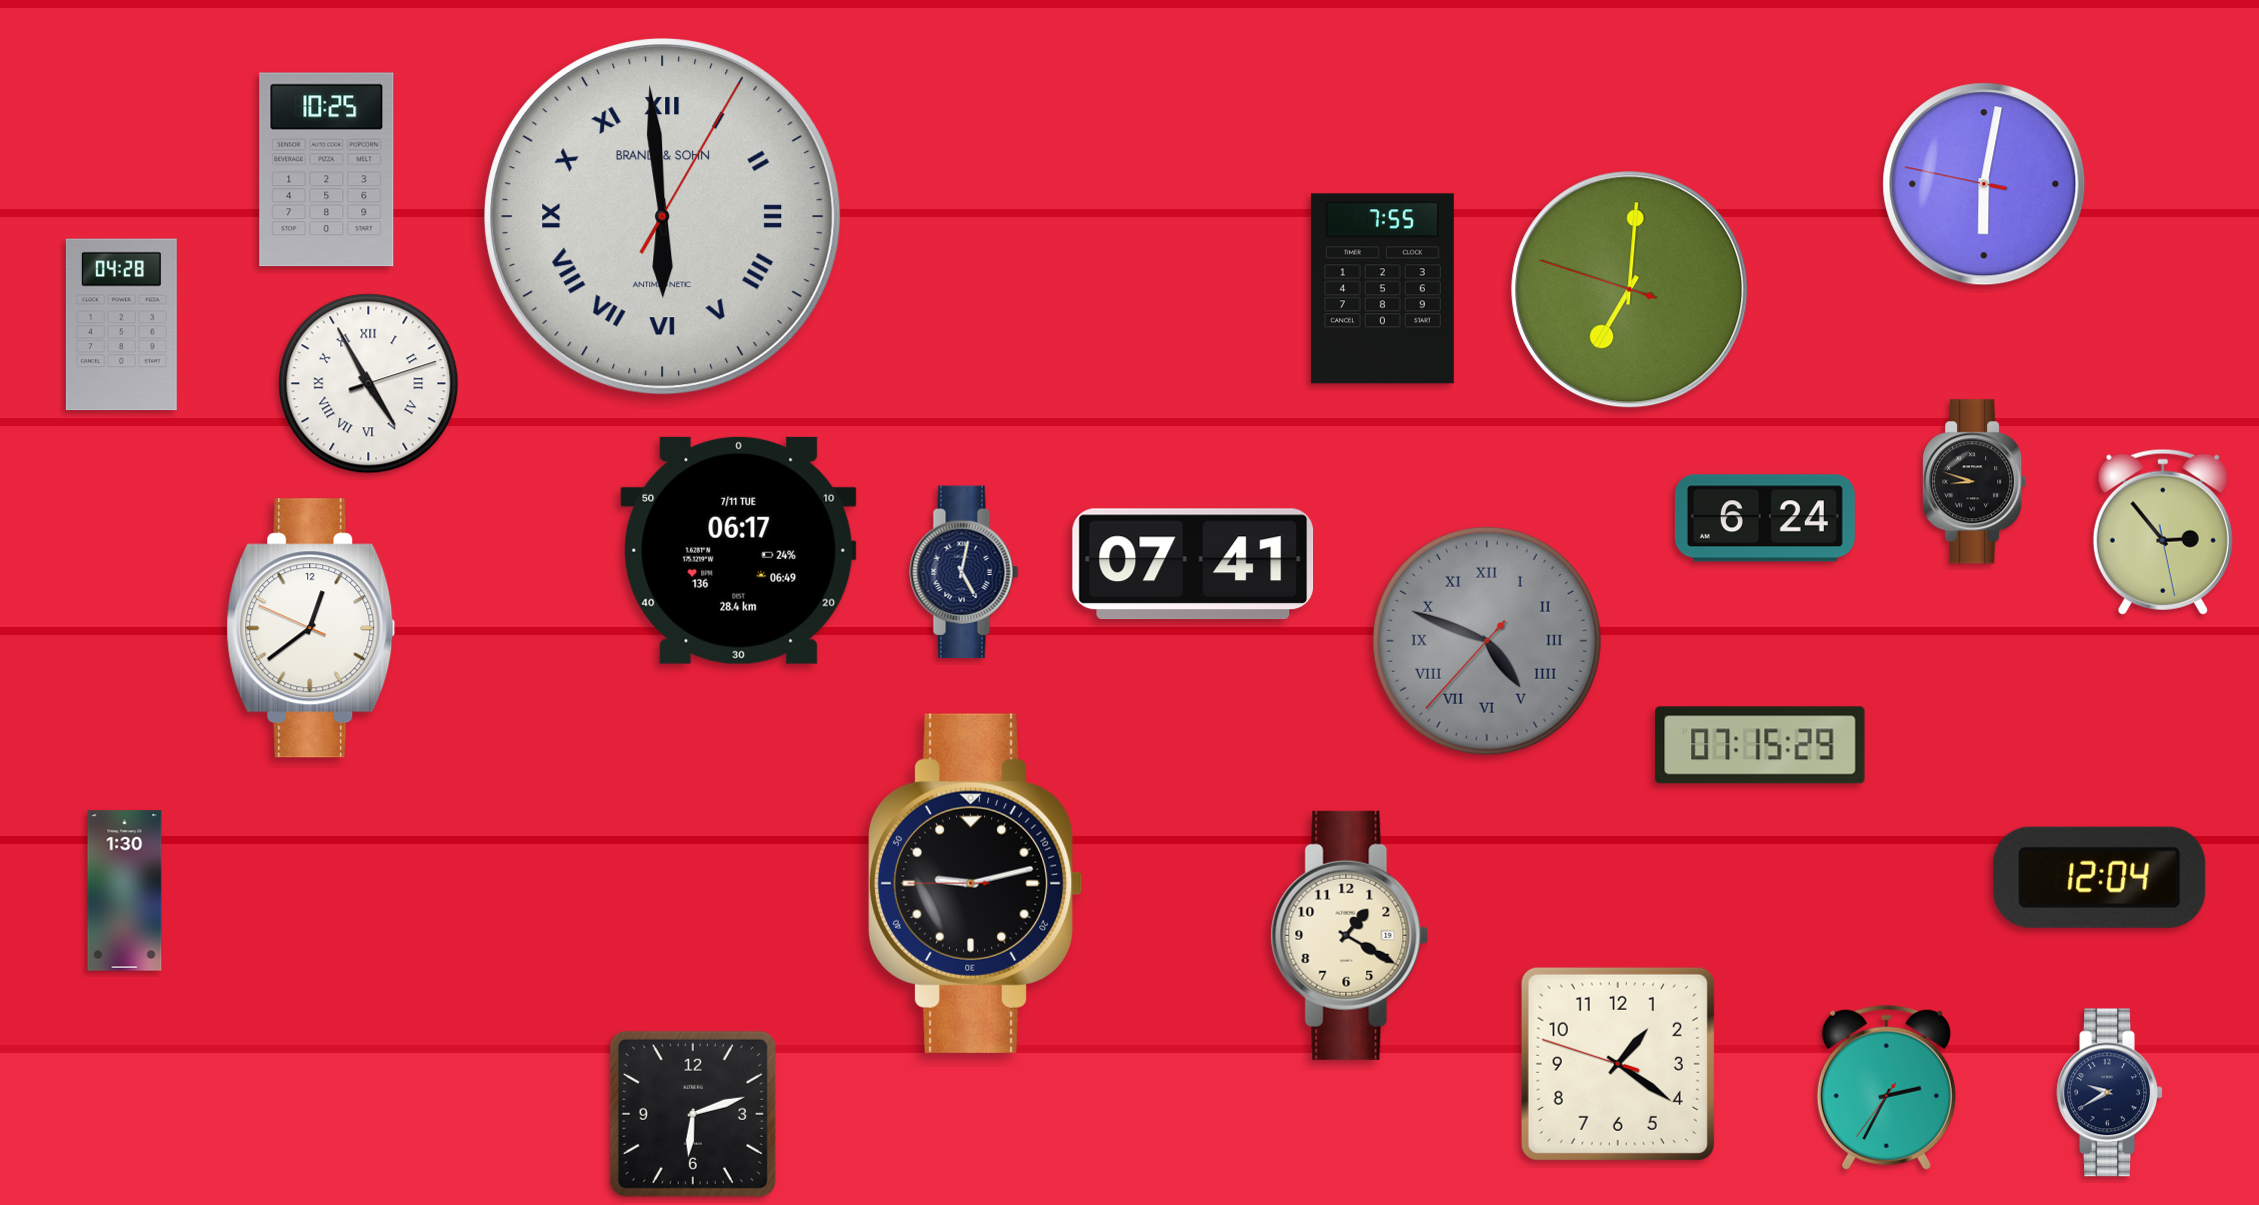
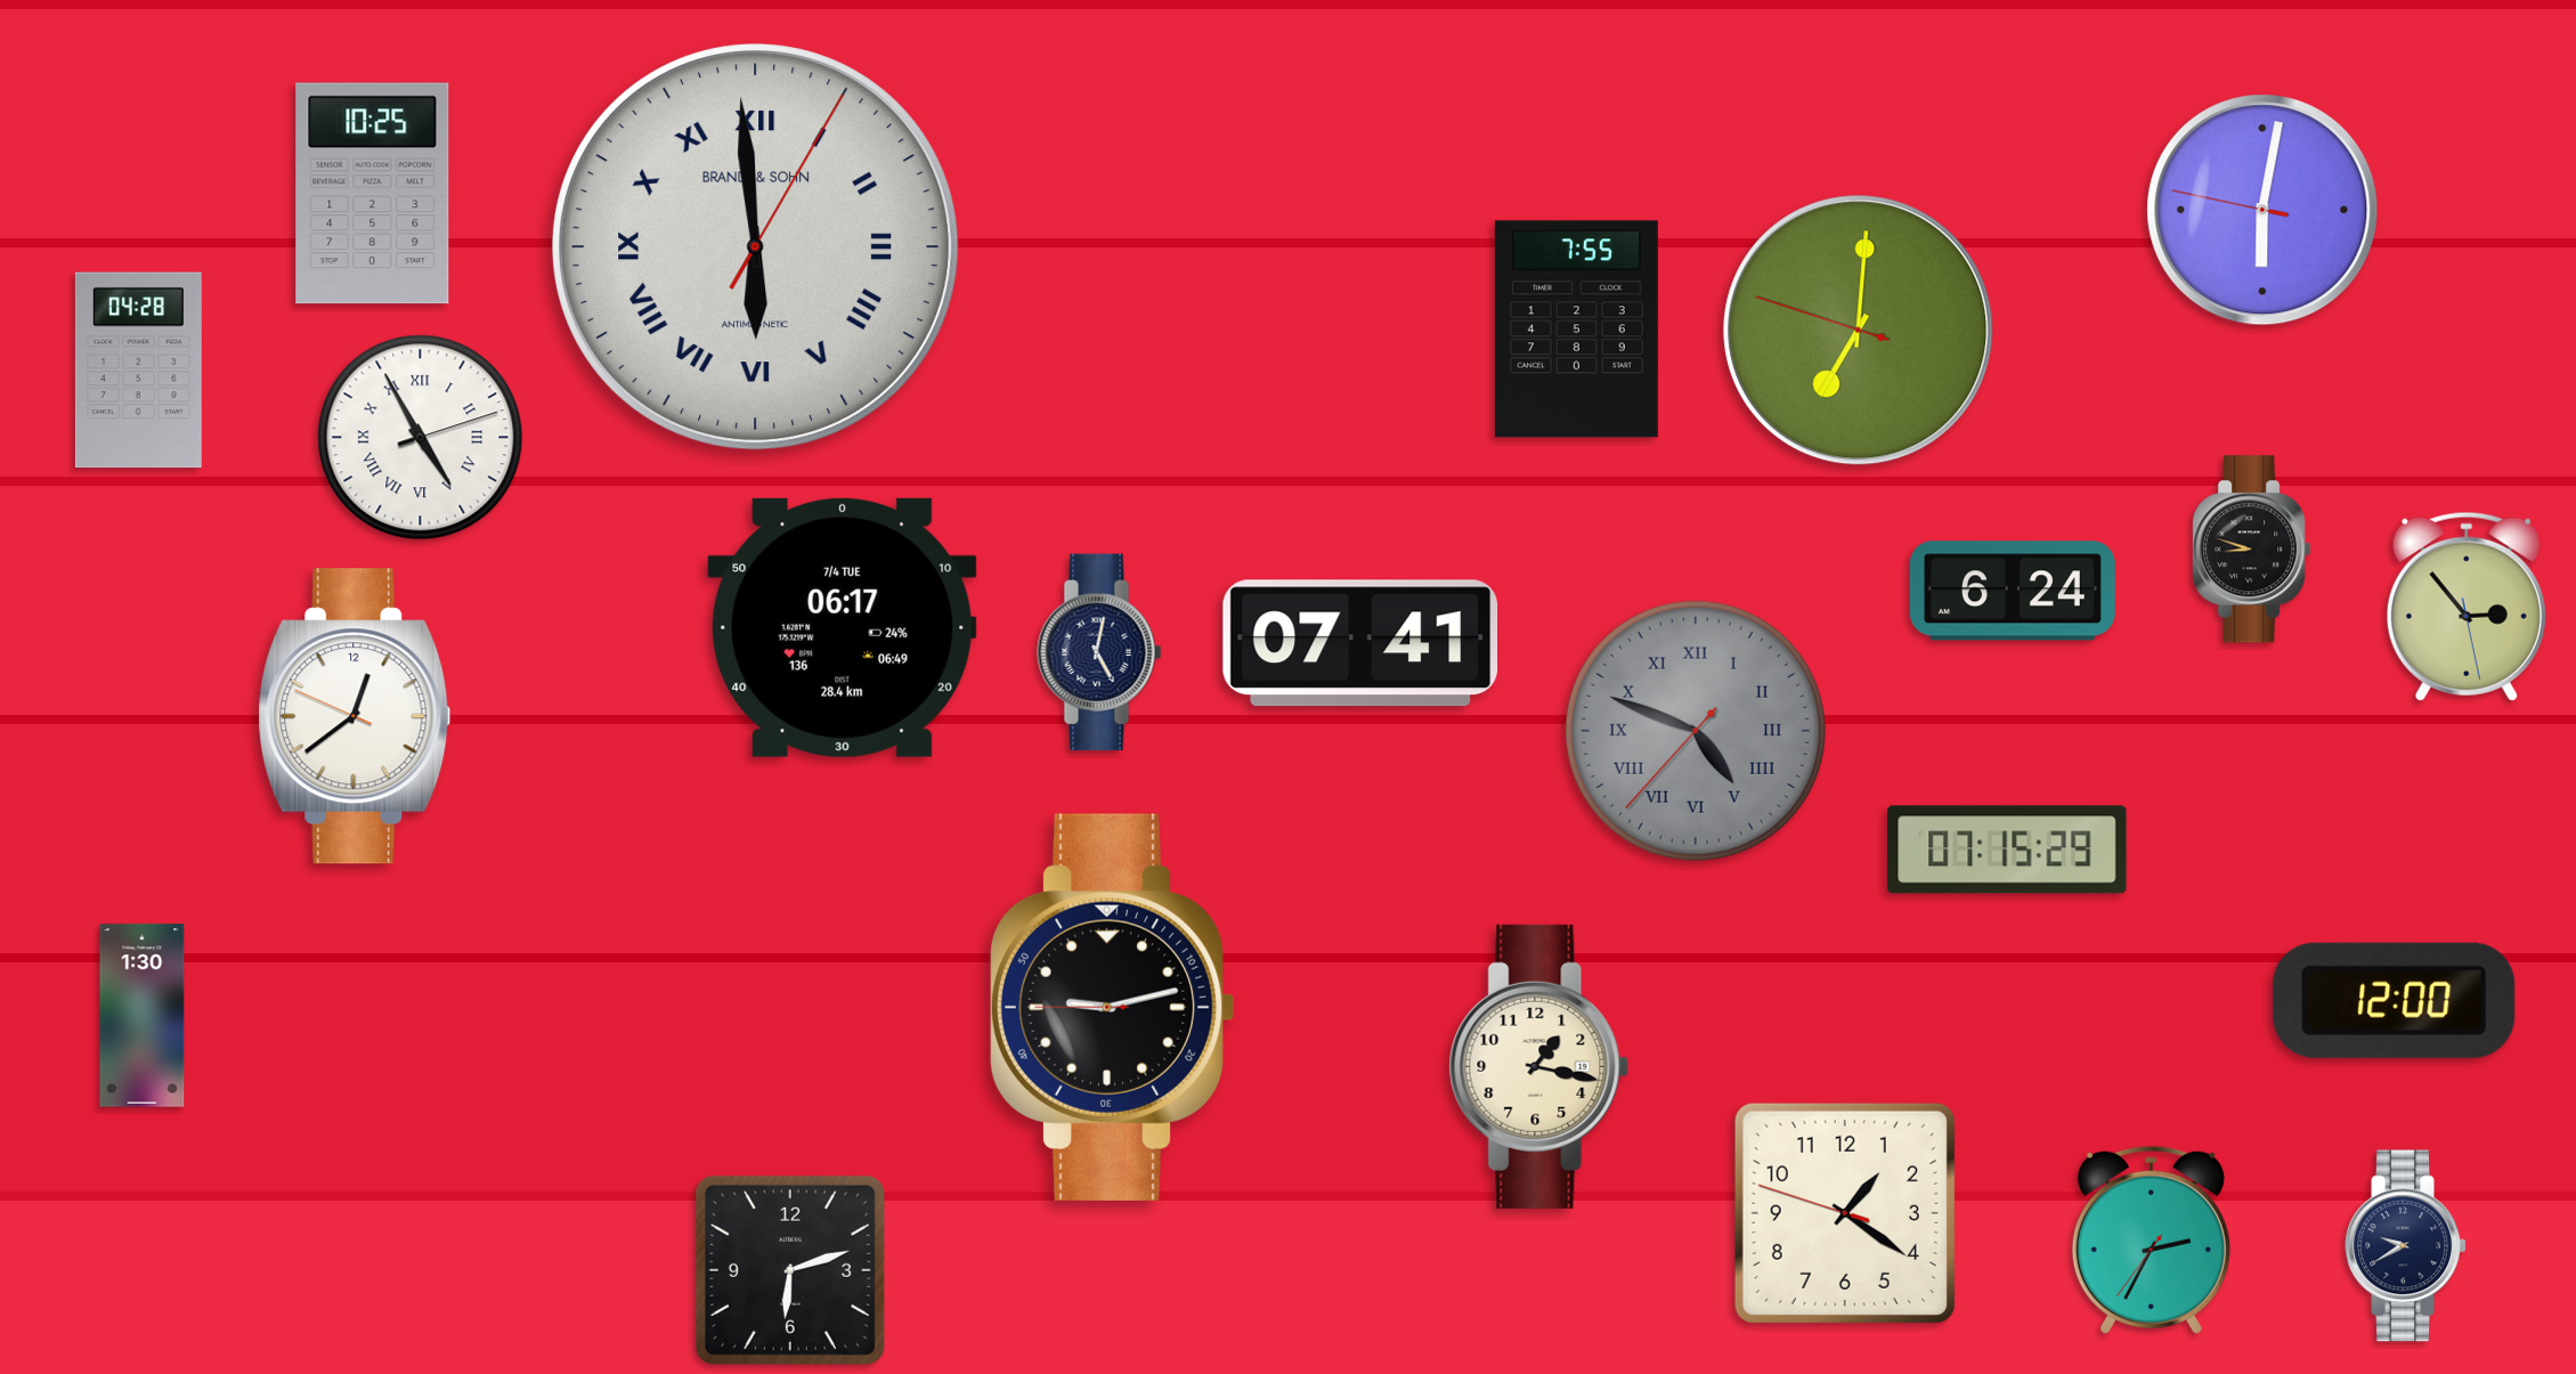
clock at (739, 550) date: 7/11 TUE -> 7/4 TUE
clock at (2100, 877): 12:04 -> 12:00
clock at (1350, 935): 1:20 -> 1:17
